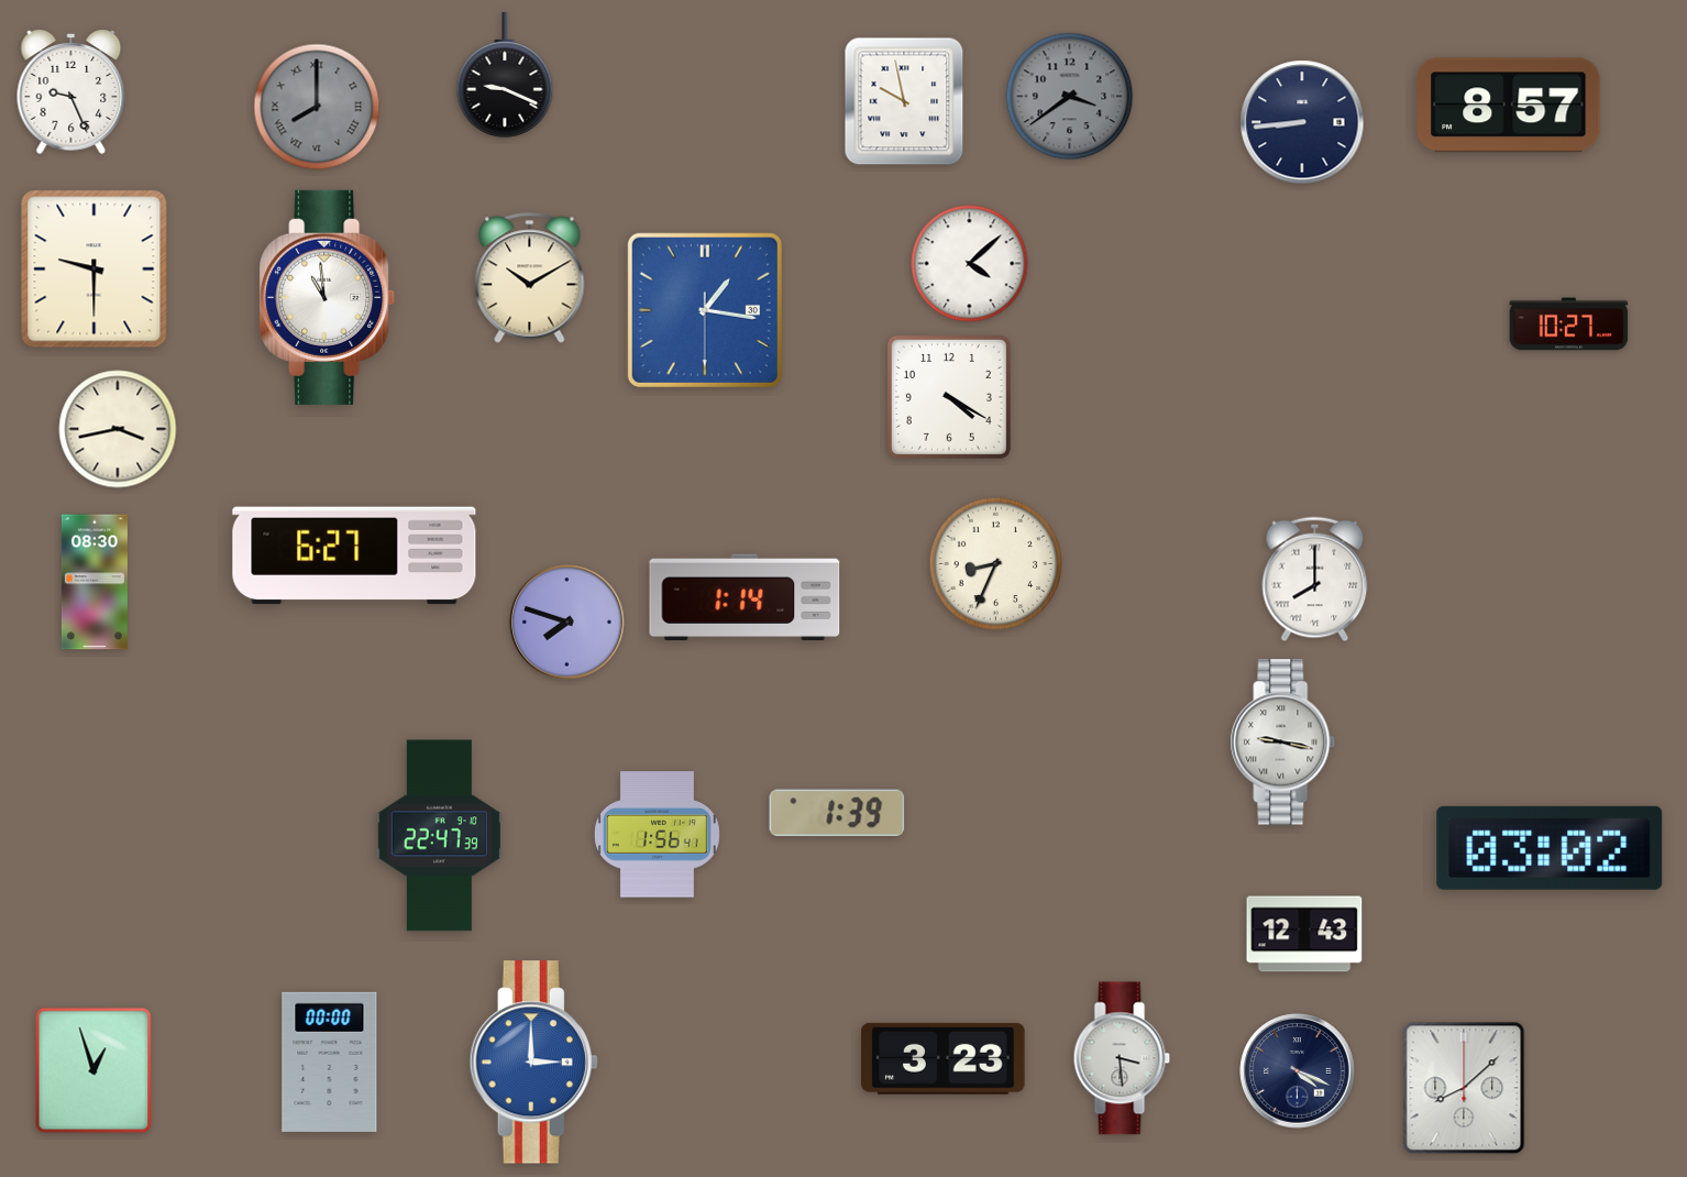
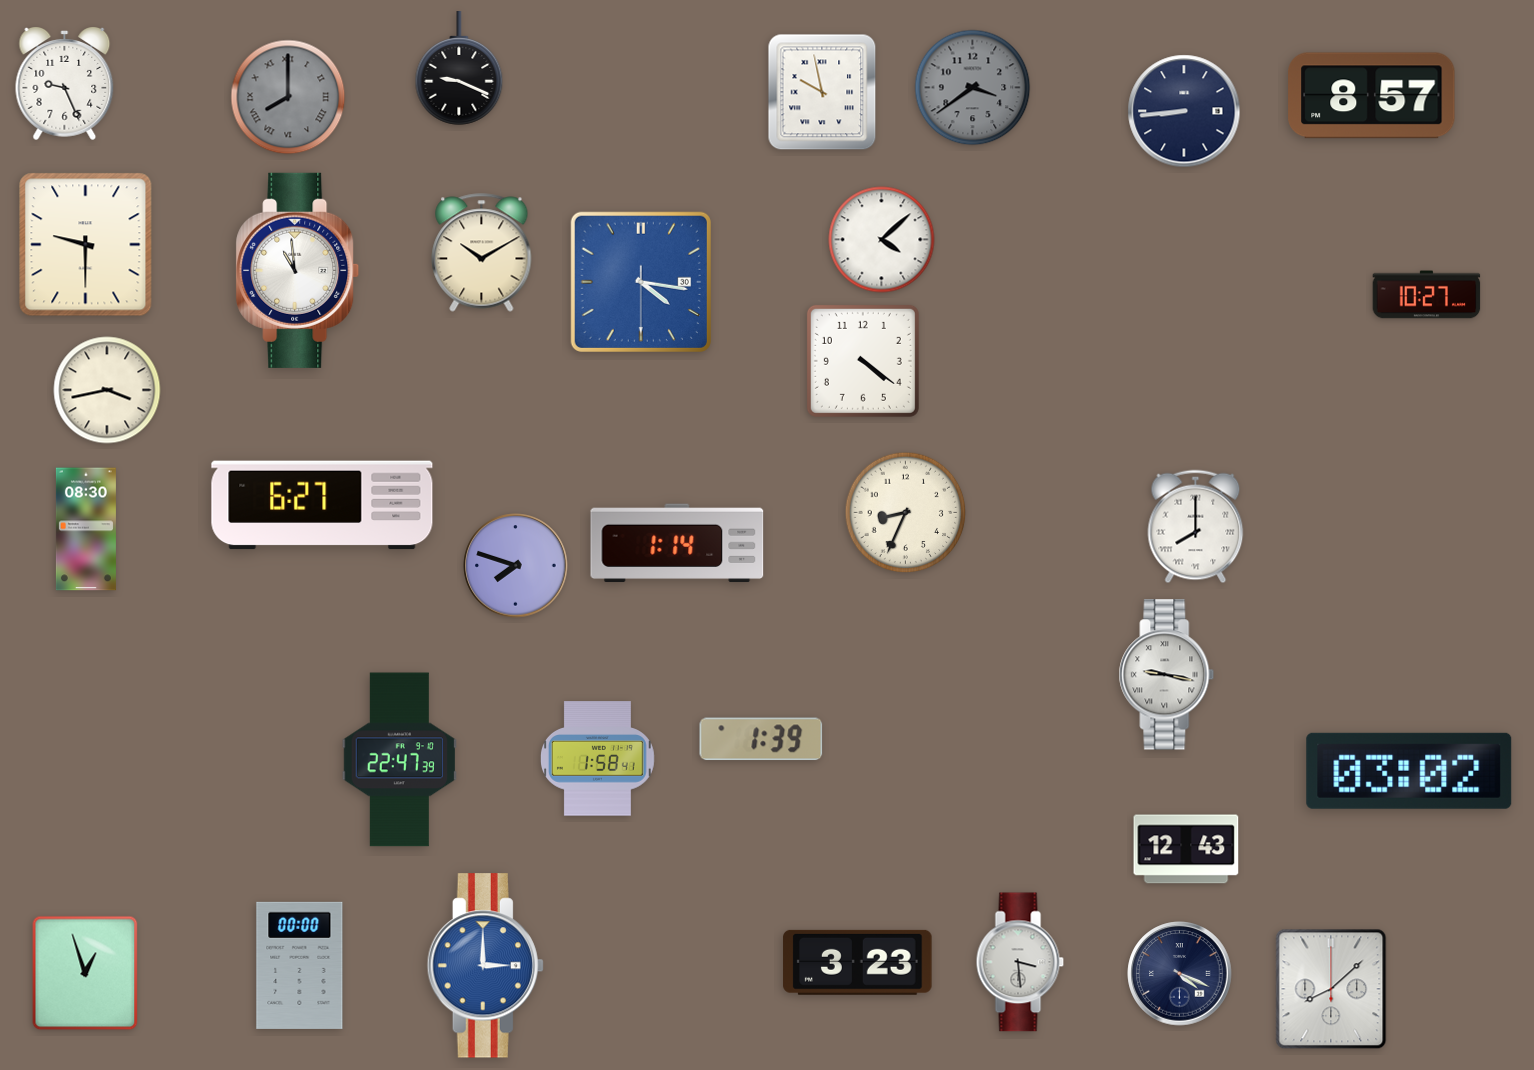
clock at (705, 310): 1:16 -> 4:16
clock at (949, 397): 4:20 -> 4:21
clock at (657, 835): 1:56 -> 1:58
